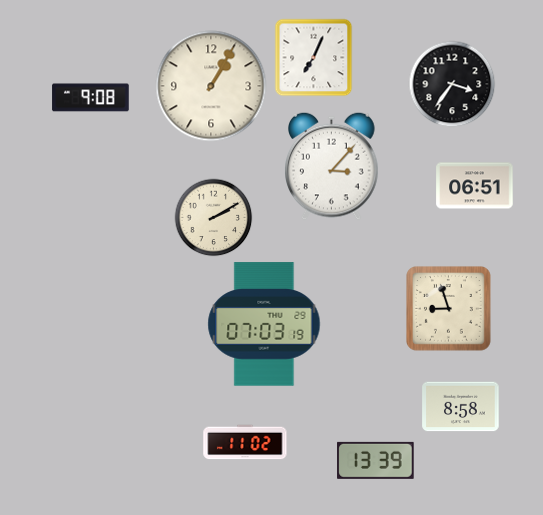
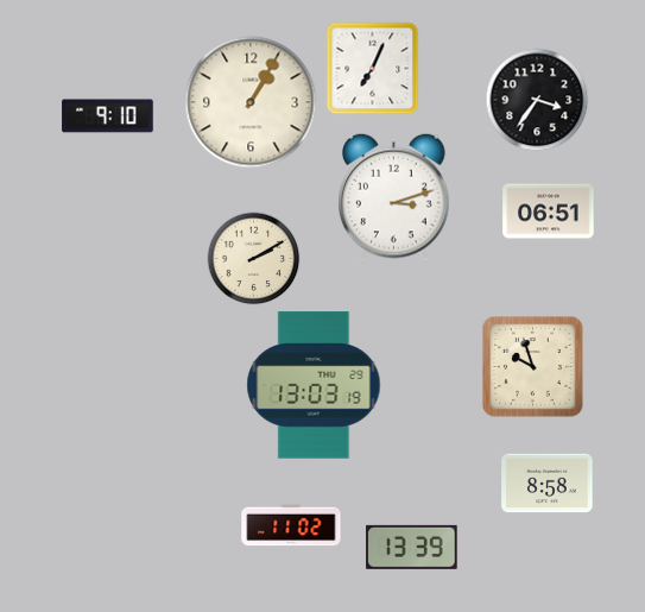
clock at (91, 98): 9:08 -> 9:10
clock at (332, 166): 3:07 -> 3:12
clock at (475, 186) position: (475, 186) -> (549, 212)
clock at (449, 309): 8:57 -> 9:57
clock at (264, 324): 07:03 -> 13:03
clock at (376, 460) position: (376, 460) -> (412, 547)
